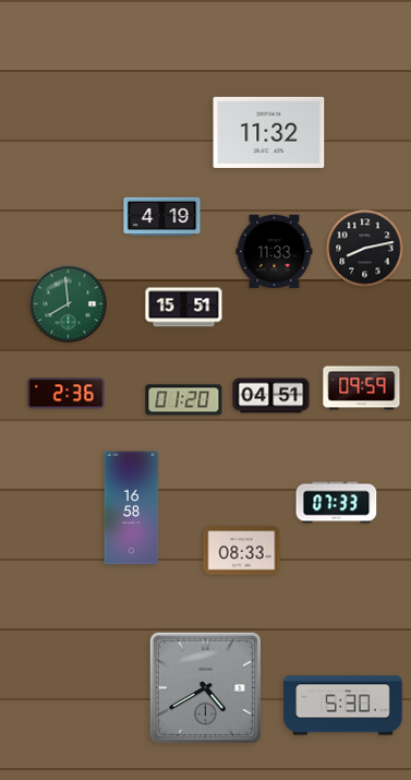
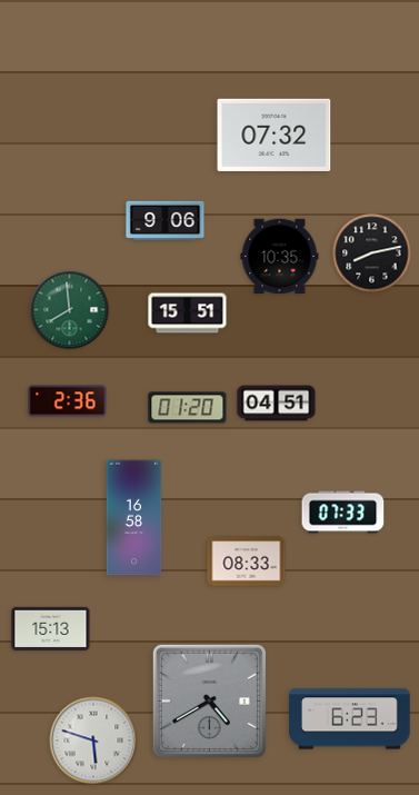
clock at (269, 132): 11:32 -> 07:32
clock at (162, 216): 4:19 -> 9:06
clock at (275, 252): 11:33 -> 10:35
clock at (362, 388): 09:59 -> none
clock at (51, 628): none -> 15:13
clock at (343, 706): 5:30 -> 6:23
clock at (93, 741): none -> 5:48
